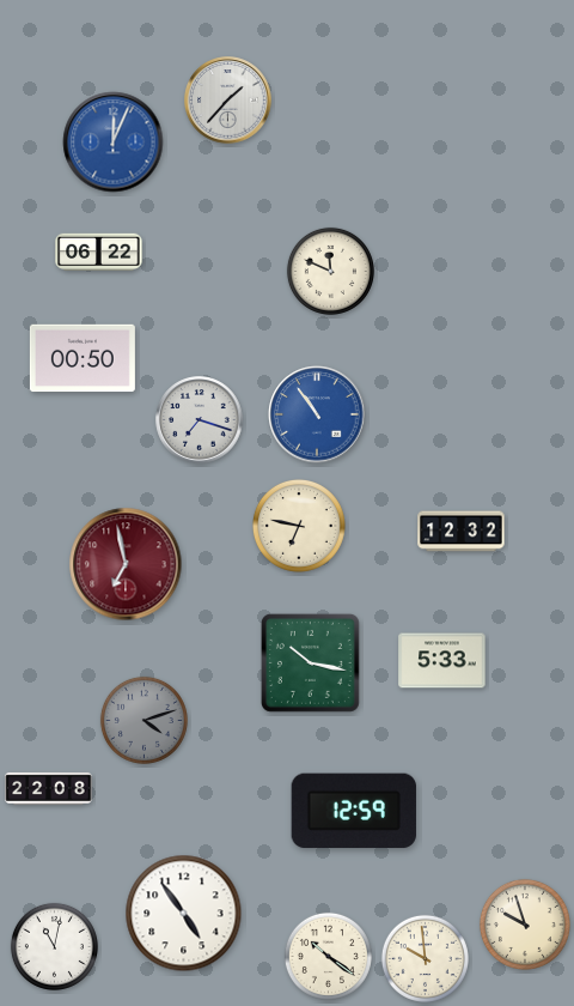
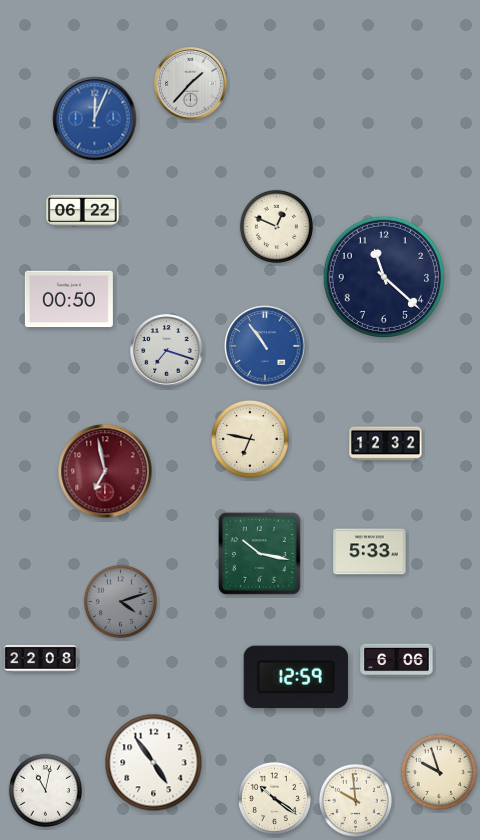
clock at (330, 271): 11:49 -> 12:49
clock at (384, 277): none -> 11:22
clock at (397, 661): none -> 6:06
